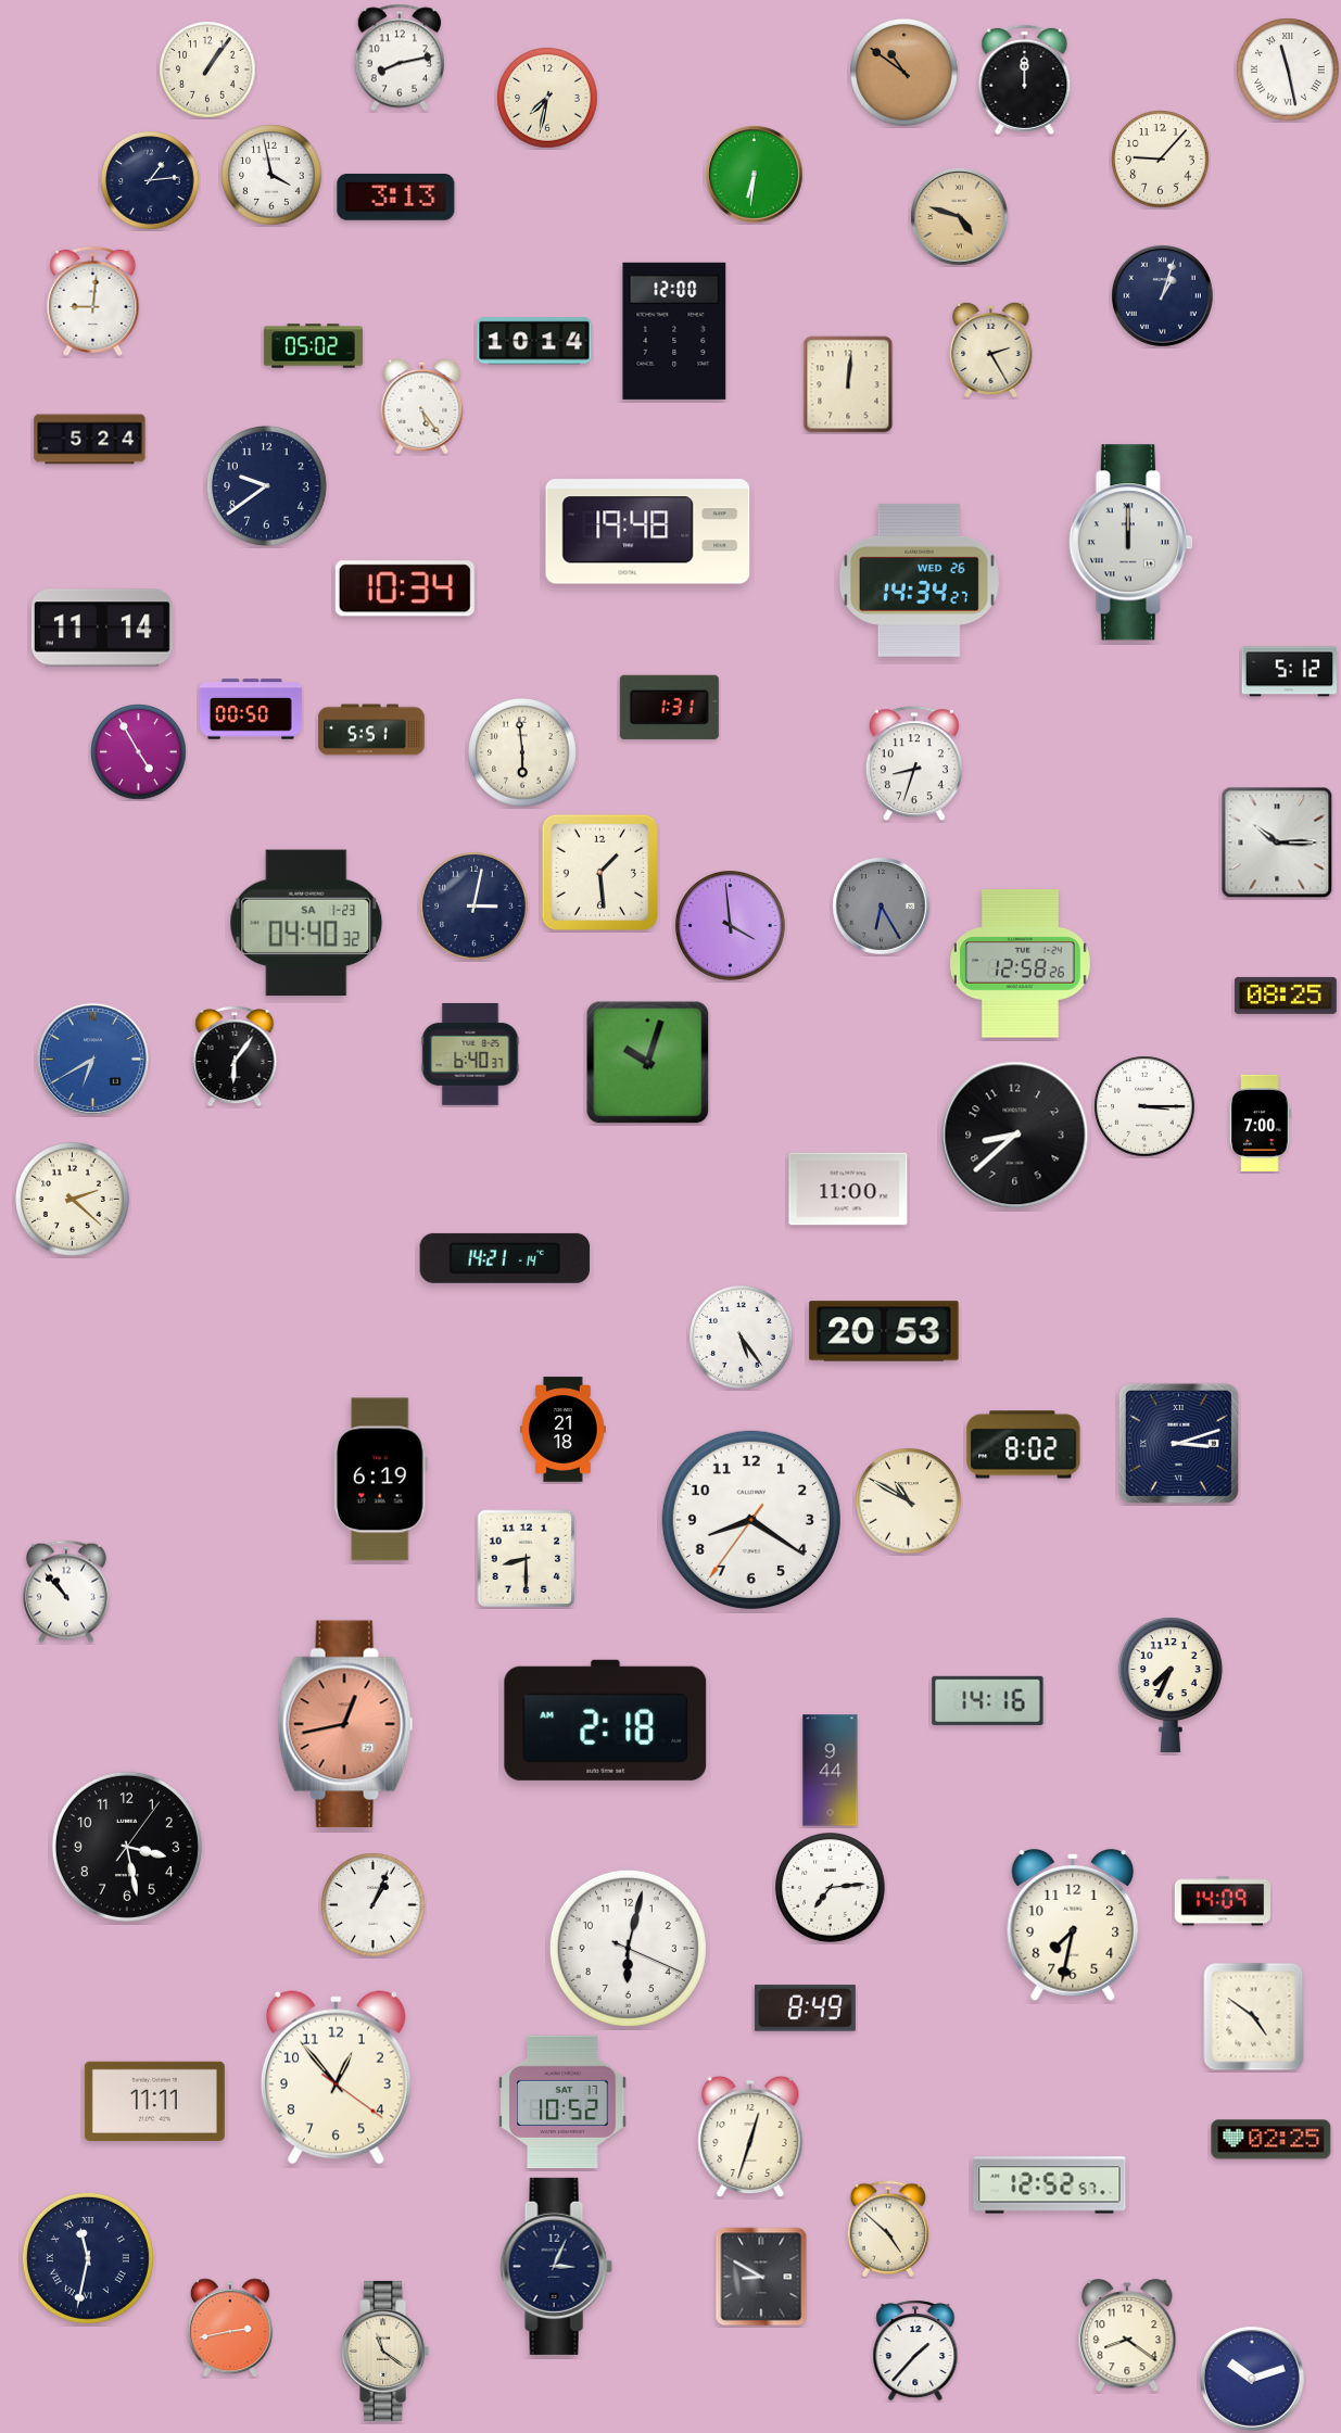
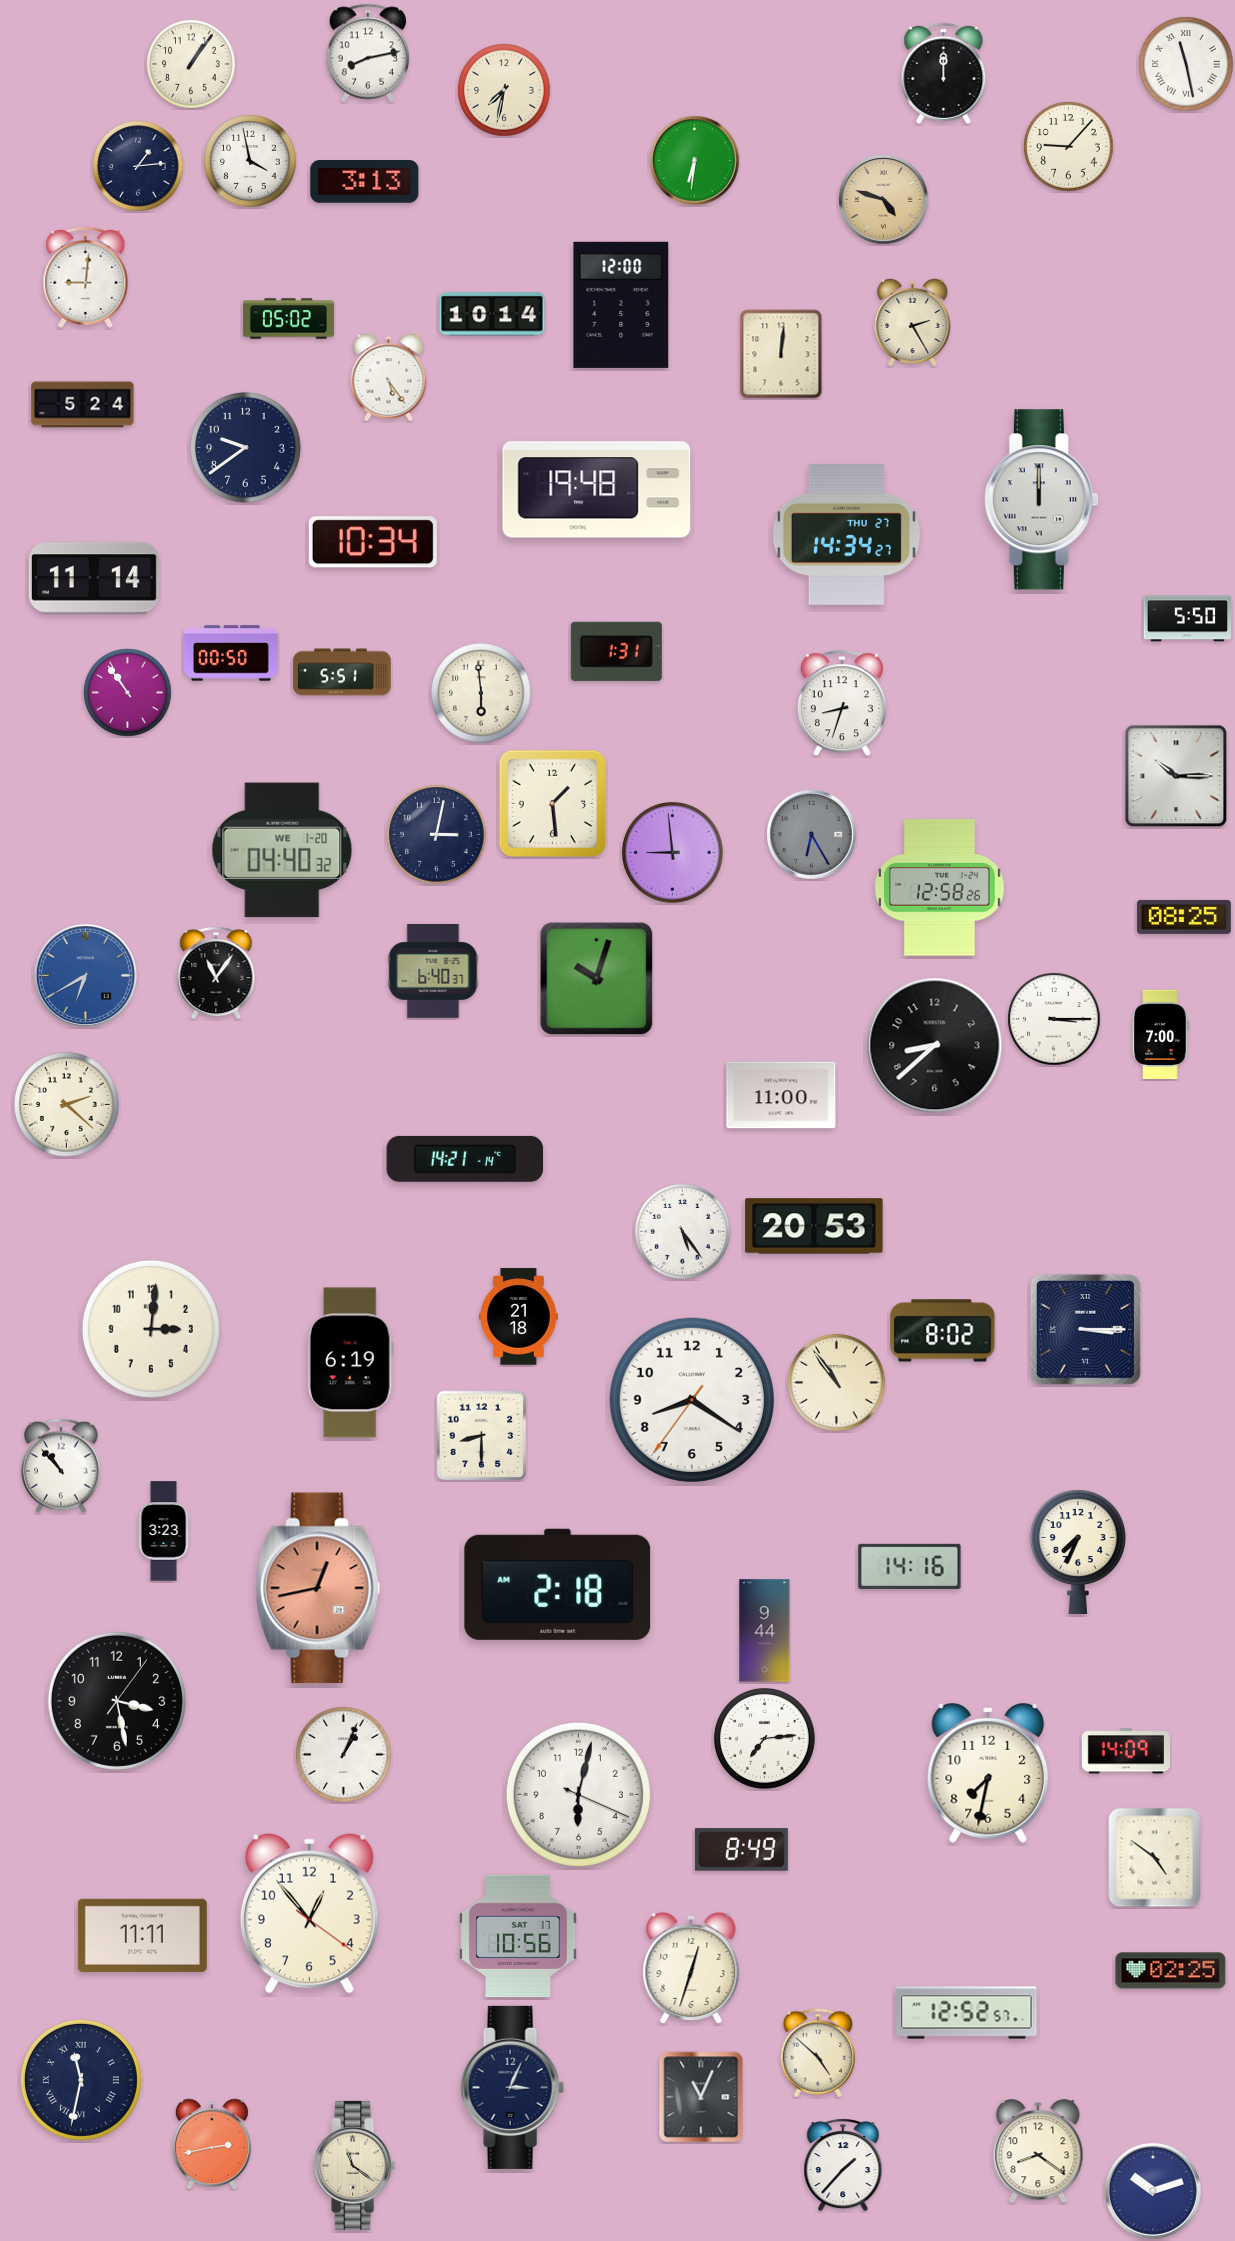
clock at (904, 73): 10:51 -> none
clock at (1163, 296): 1:03 -> none
clock at (422, 406) position: (422, 406) -> (389, 377)
clock at (919, 580) date: WED 26 -> THU 27
clock at (1289, 672): 5:12 -> 5:50
clock at (139, 752): 4:55 -> 10:54
clock at (306, 923) date: SA 1-23 -> WE 1-20
clock at (731, 926): 3:59 -> 8:59
clock at (235, 1056): 6:06 -> 11:06
clock at (151, 1329): none -> 3:01
clock at (1178, 1443): 3:12 -> 3:15
clock at (909, 1501): 10:50 -> 10:54
clock at (527, 1559) position: (527, 1559) -> (482, 1436)
clock at (164, 1531): none -> 3:23
clock at (562, 2102): 10:52 -> 10:56
clock at (761, 2277): 8:50 -> 11:04
